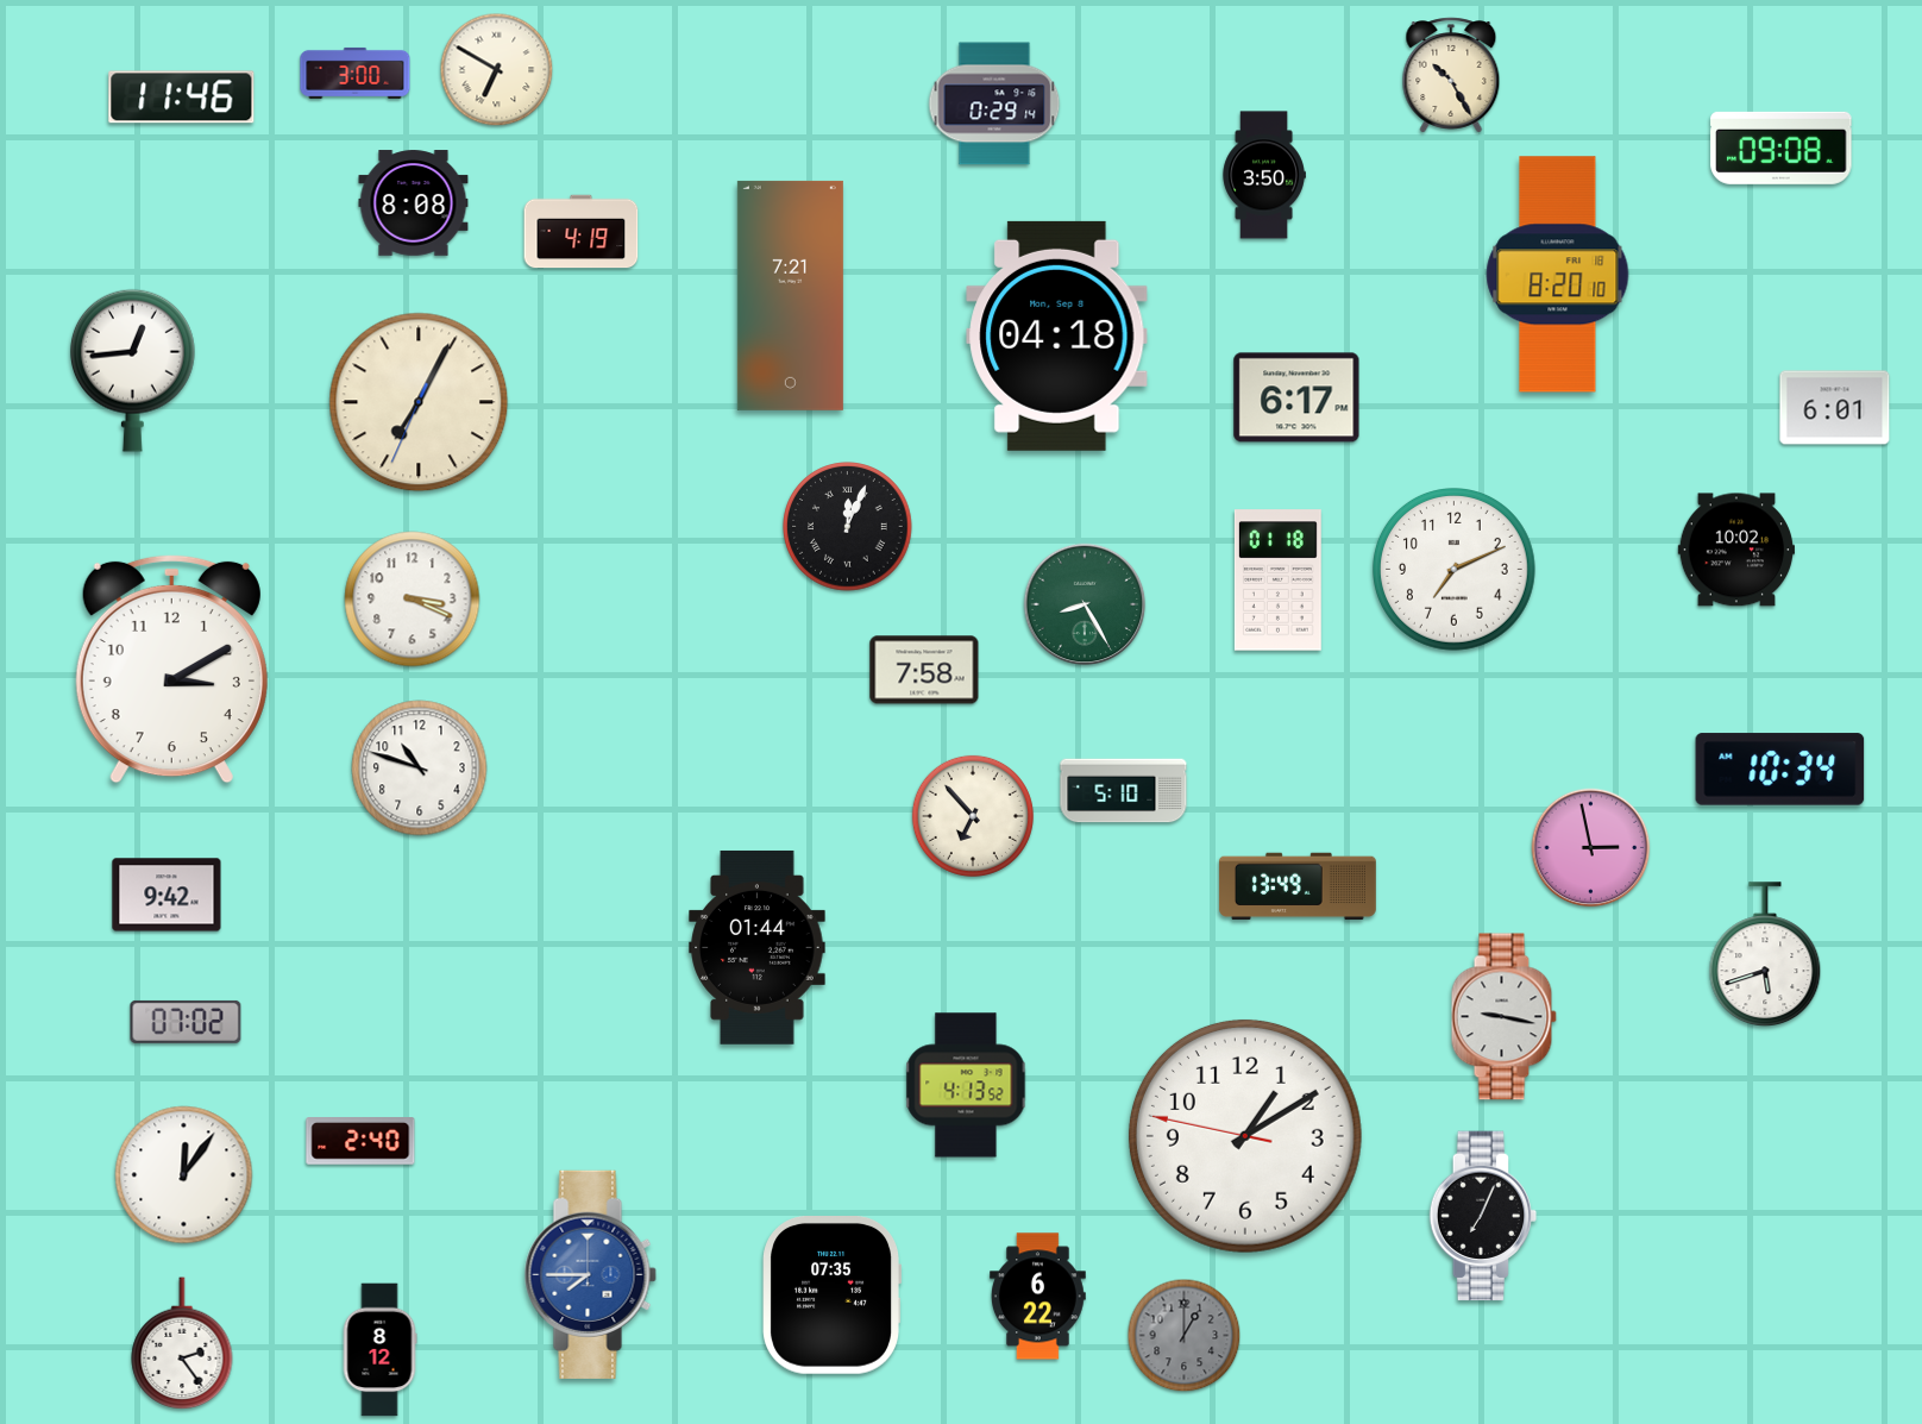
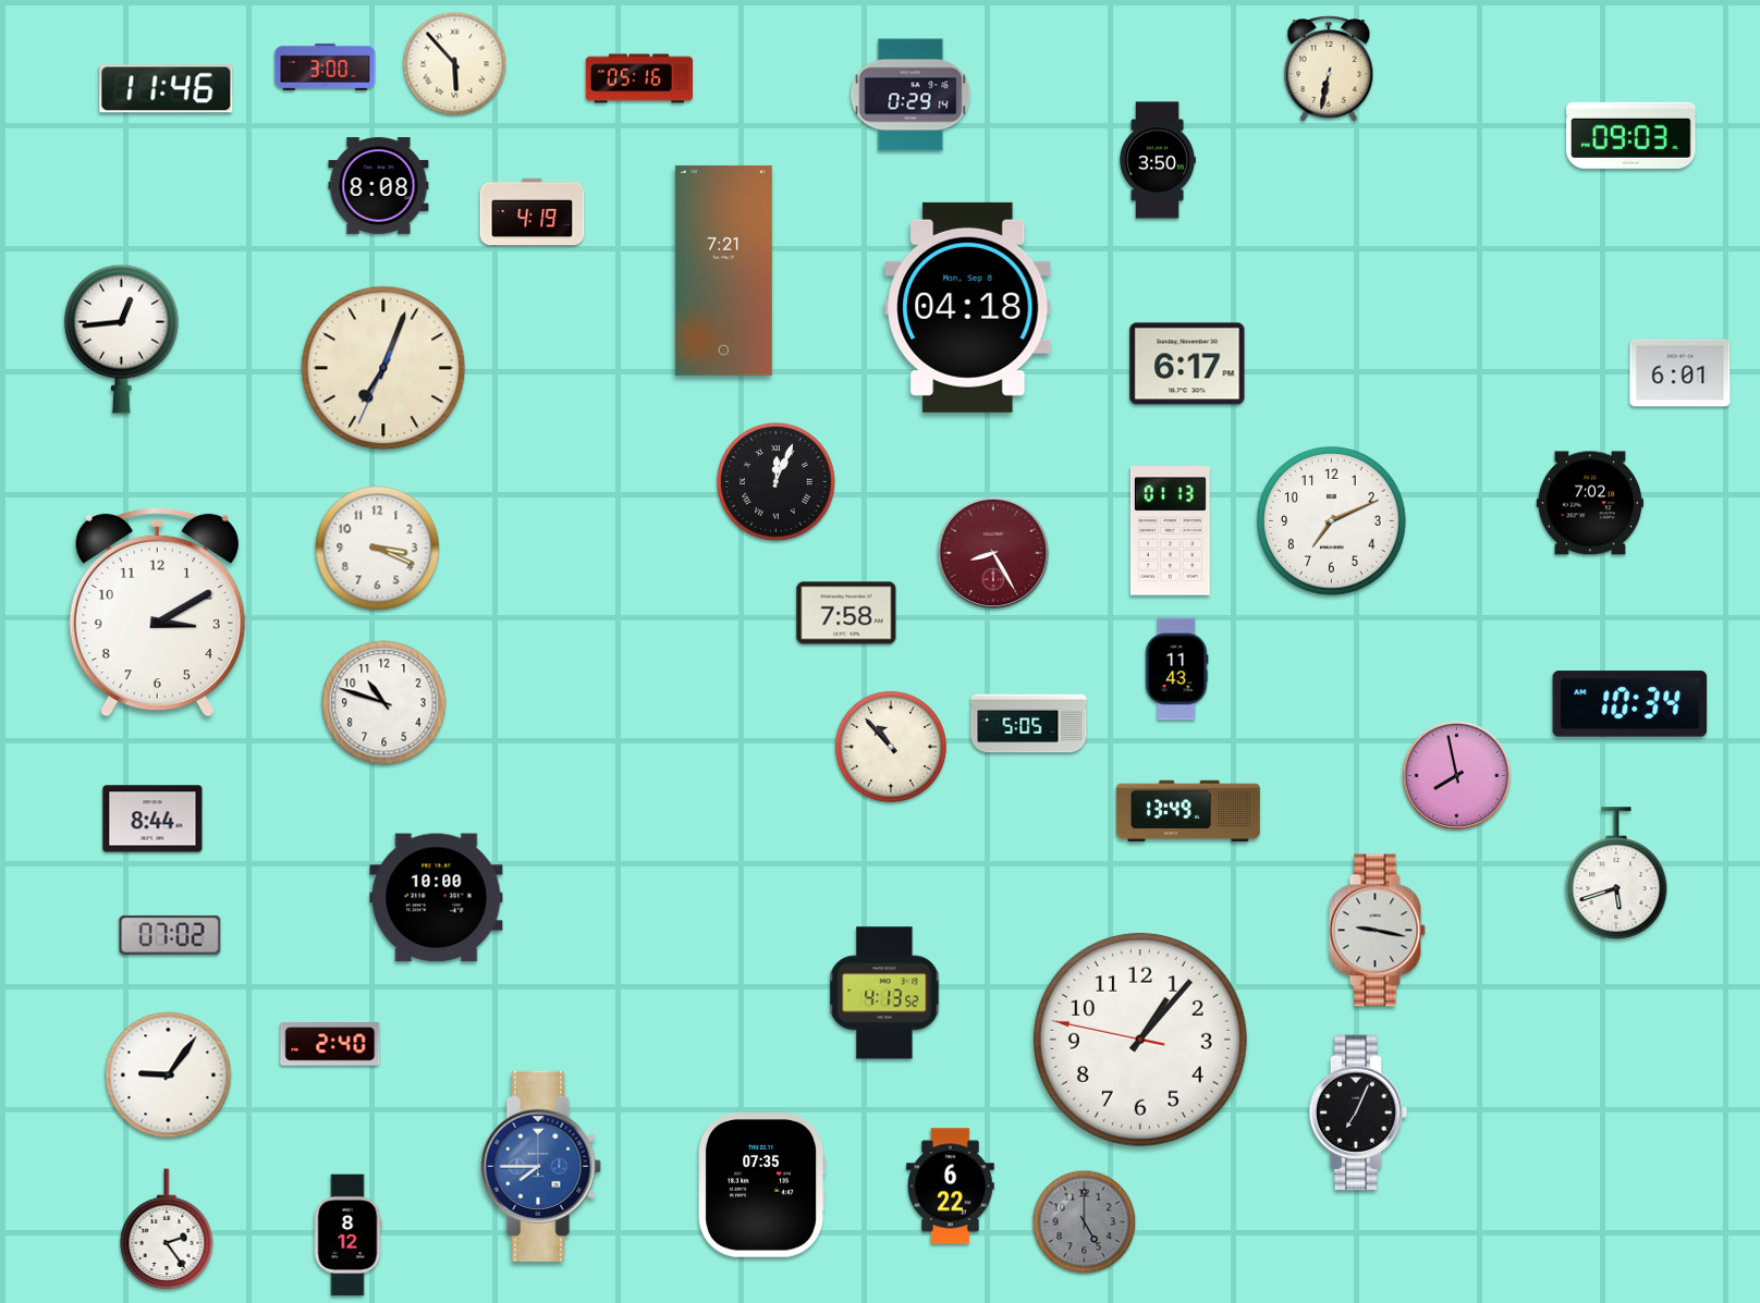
clock at (497, 70): 6:50 -> 5:53
clock at (1451, 75): 10:25 -> 6:32
clock at (639, 78): none -> 05:16
clock at (1782, 148): 09:08 -> 09:03
clock at (1558, 275): 8:20 -> none
clock at (419, 402): 7:04 -> 7:03
clock at (1735, 550): 10:02 -> 7:02
clock at (1277, 581): 01:18 -> 01:13
clock at (1085, 604) dial: green -> burgundy
clock at (1176, 669): none -> 11:43
clock at (1124, 791): 5:10 -> 5:05
clock at (973, 816): 6:53 -> 10:53
clock at (1591, 848): 2:58 -> 7:58
clock at (167, 895): 9:42 -> 8:44
clock at (758, 947): 01:44 -> none
clock at (437, 898): none -> 10:00
clock at (1245, 1136): 1:09 -> 1:06
clock at (184, 1175): 12:06 -> 9:06
clock at (1185, 1336): 1:00 -> 5:00
